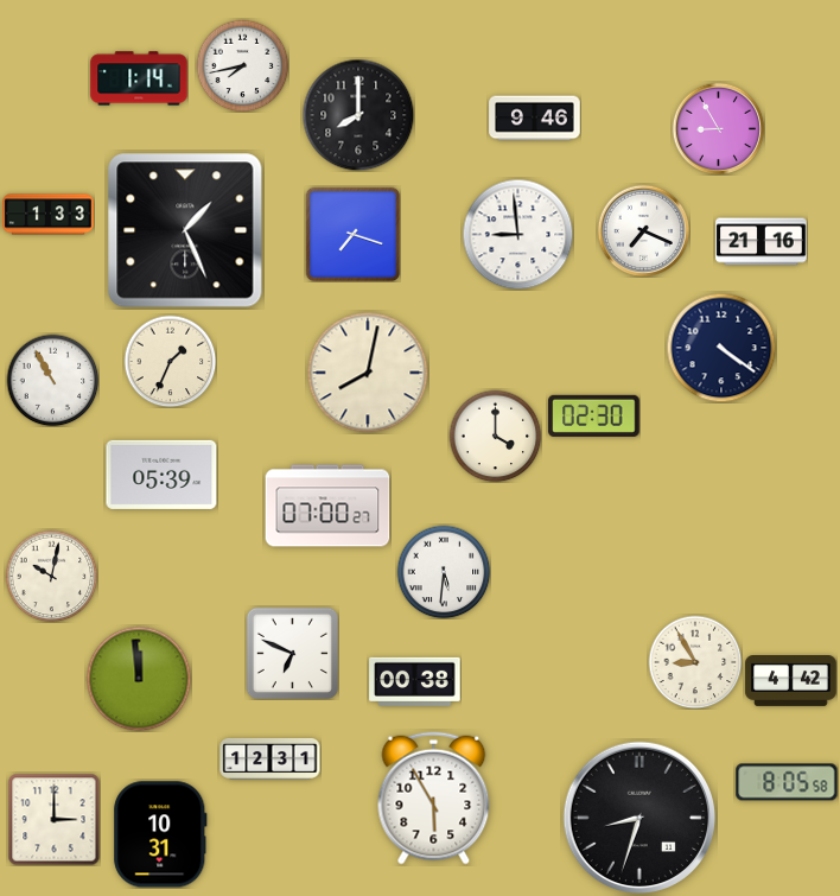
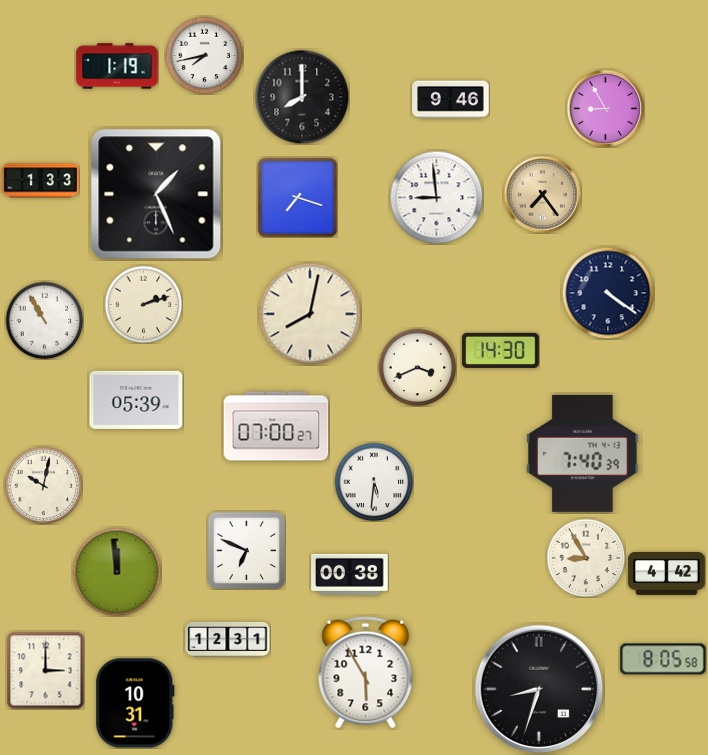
clock at (139, 78): 1:14 -> 1:19
clock at (643, 230): 7:19 -> 7:24
clock at (643, 230) dial: white -> champagne
clock at (762, 242): 21:16 -> none
clock at (170, 361): 1:34 -> 2:12
clock at (594, 415): 02:30 -> 14:30
clock at (495, 436): 4:00 -> 3:41
clock at (583, 453): none -> 7:40
clock at (53, 819) position: (53, 819) -> (45, 670)
